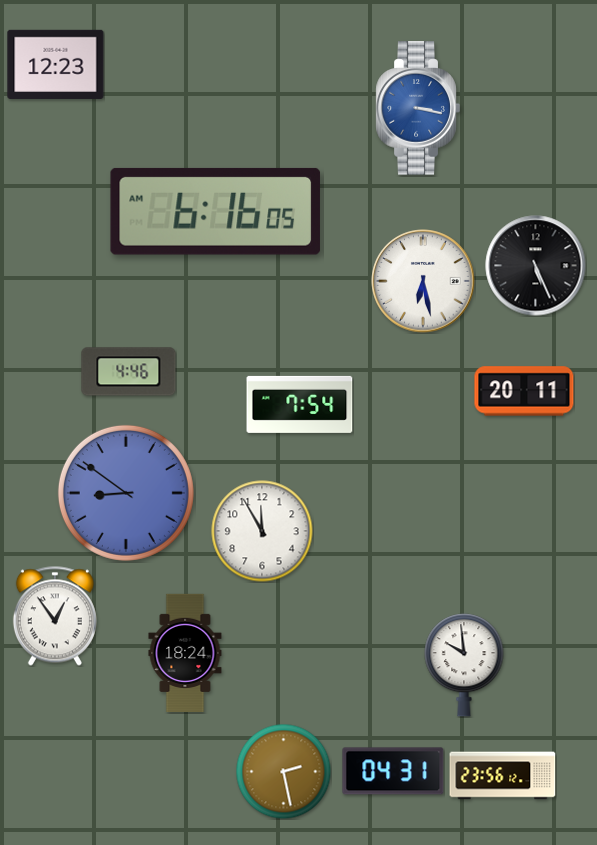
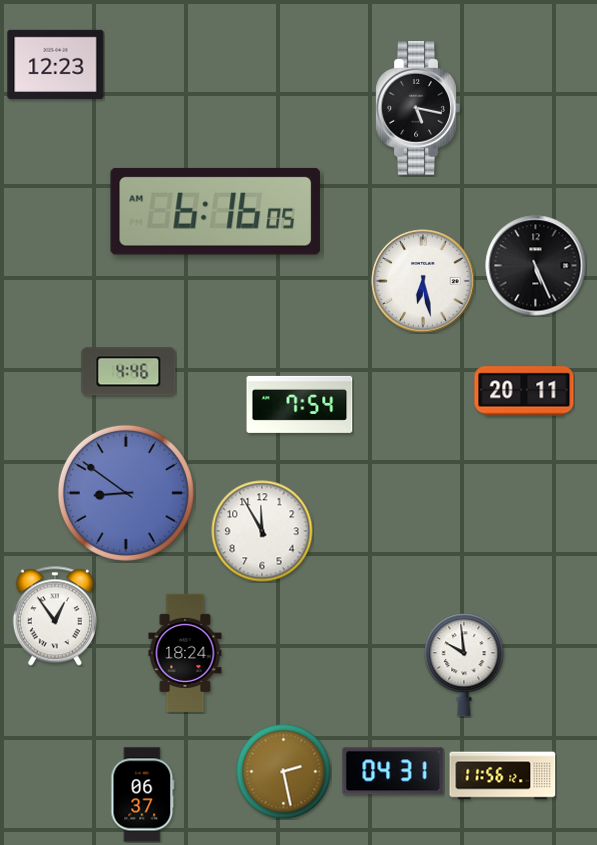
clock at (418, 108): 3:17 -> 5:17
clock at (418, 108) dial: blue -> black
clock at (503, 776): 23:56 -> 11:56
clock at (143, 795): none -> 06:37
